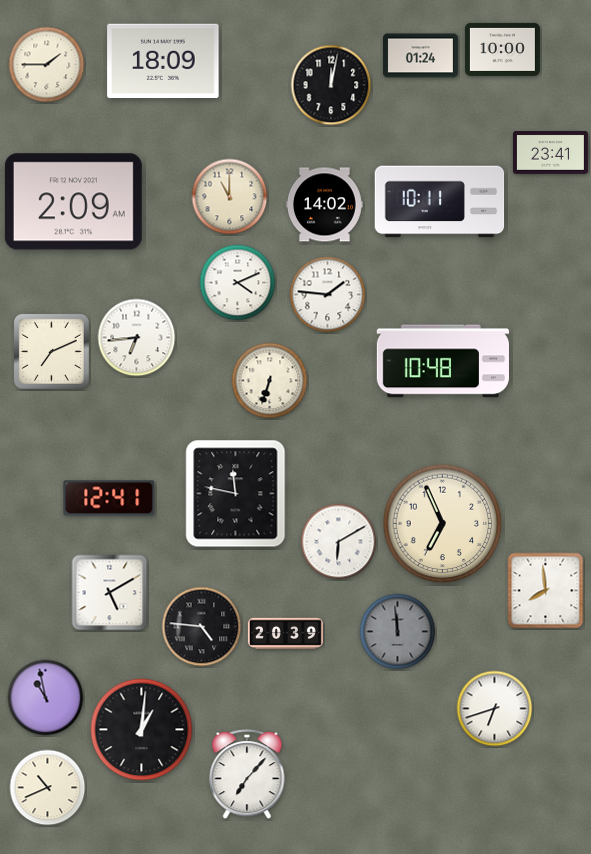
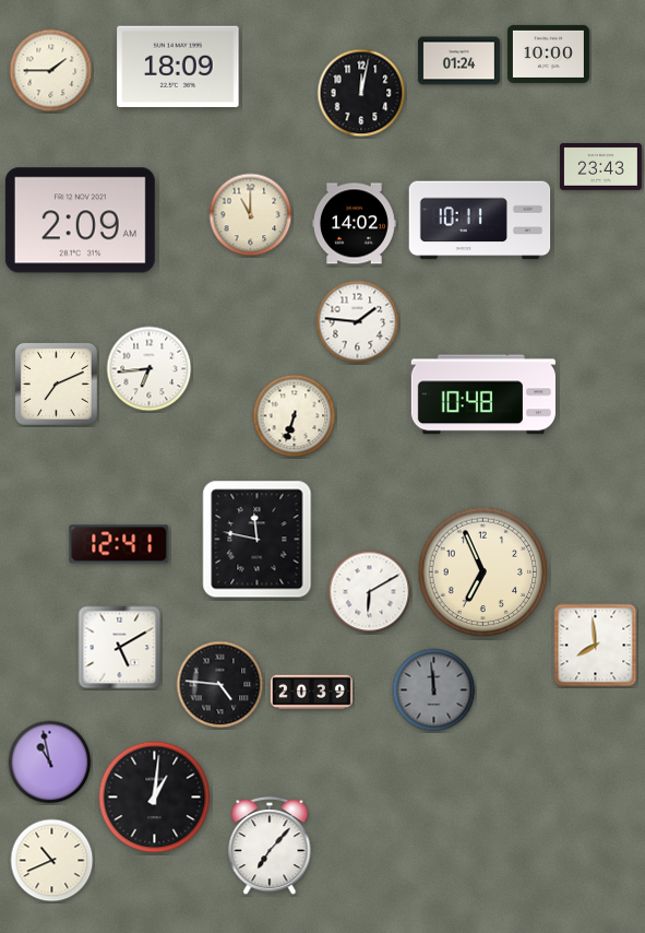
clock at (550, 152): 23:41 -> 23:43
clock at (238, 283): 4:11 -> none
clock at (495, 709): 6:42 -> none
